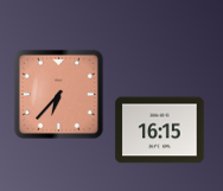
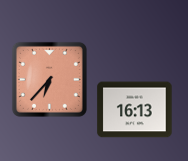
clock at (160, 130): 16:15 -> 16:13
